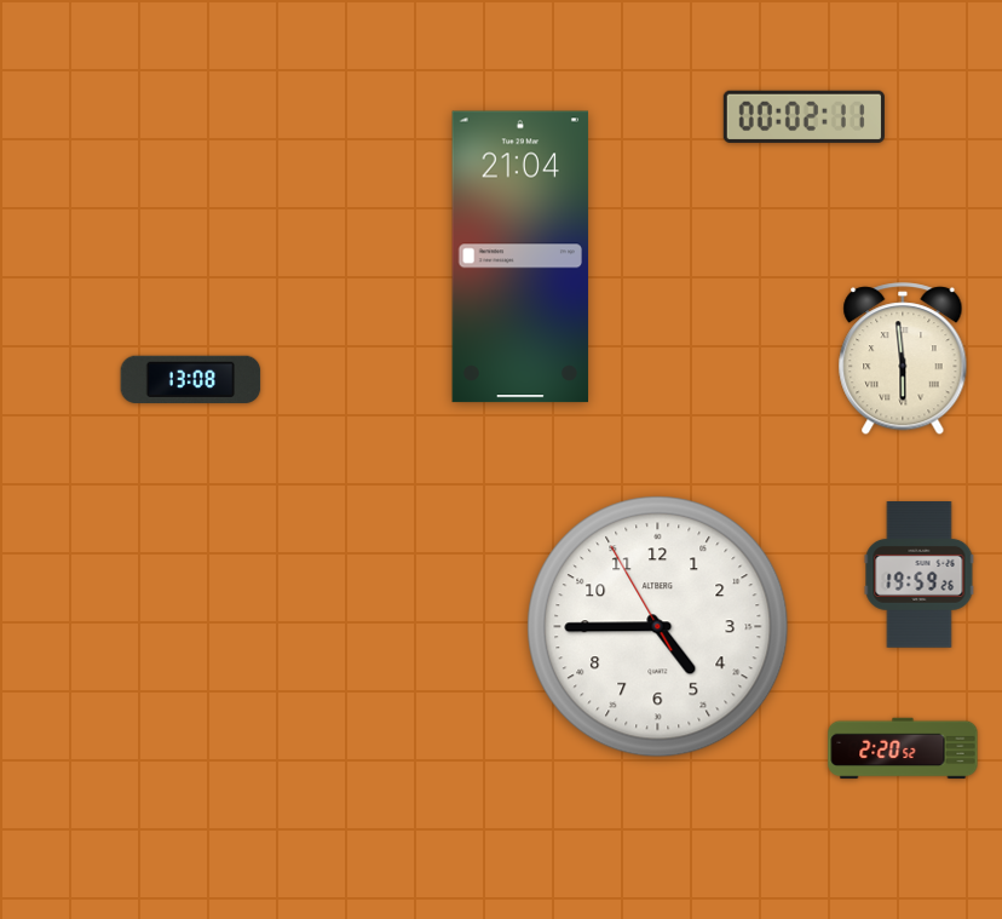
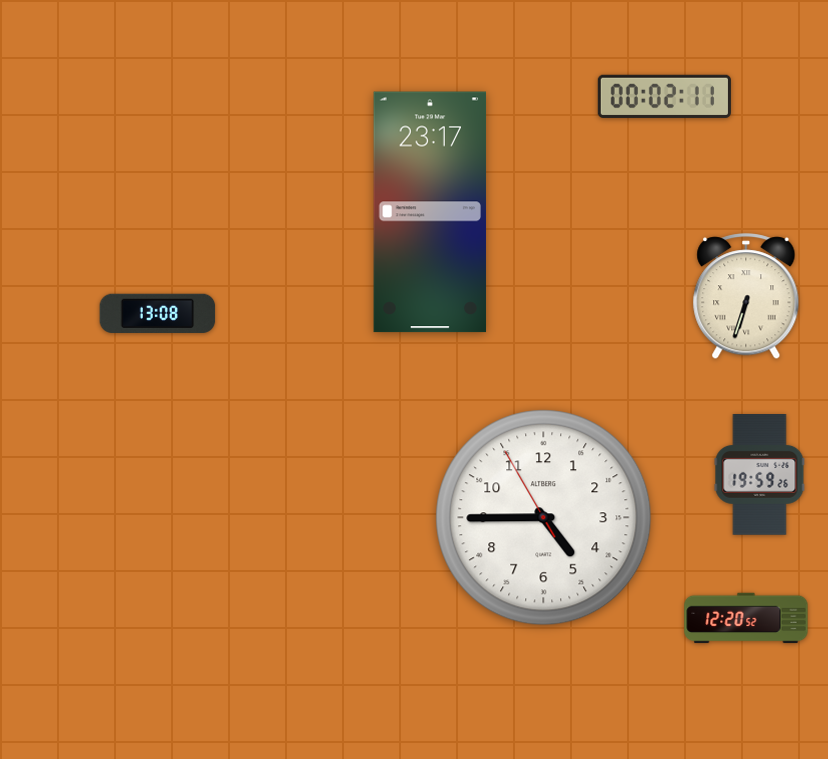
clock at (520, 257): 21:04 -> 23:17
clock at (903, 360): 5:59 -> 6:33
clock at (903, 748): 2:20 -> 12:20
